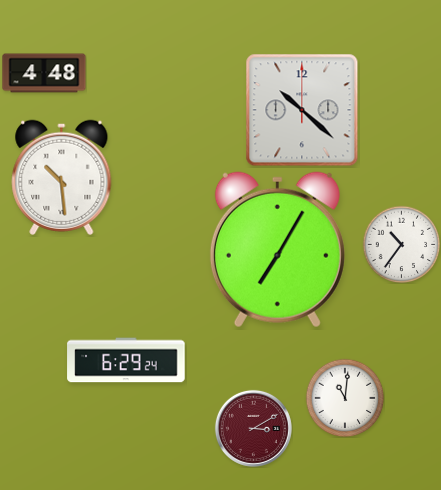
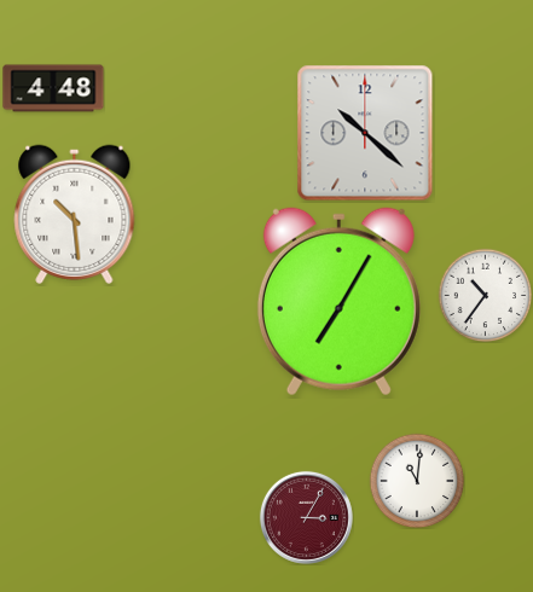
clock at (277, 250) position: (277, 250) -> (338, 302)
clock at (126, 360): 6:29 -> none
clock at (253, 428): 3:10 -> 3:05
